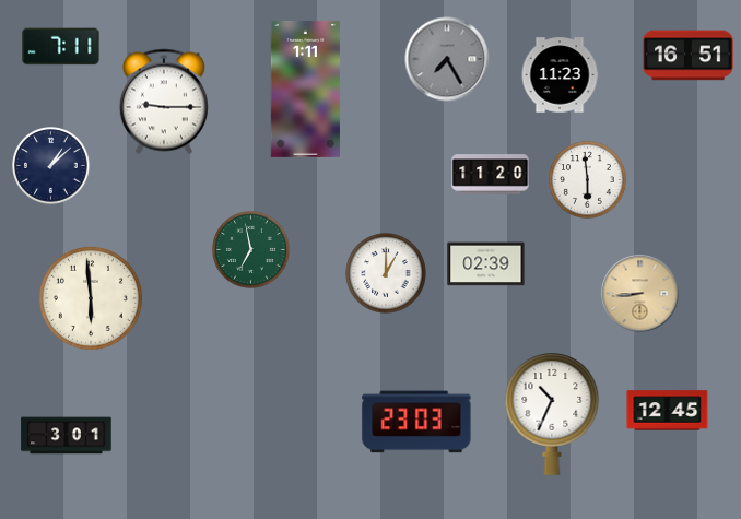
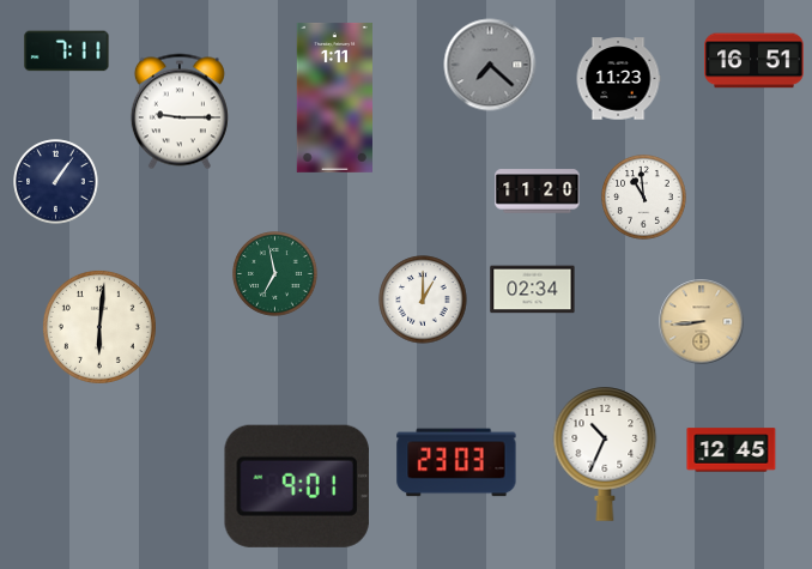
clock at (447, 59): 7:25 -> 7:22
clock at (560, 75) position: (560, 75) -> (618, 79)
clock at (51, 166): 1:08 -> 1:06
clock at (588, 180): 5:59 -> 10:59
clock at (486, 264): 02:39 -> 02:34
clock at (91, 298): 5:59 -> 6:01
clock at (67, 436): 3:01 -> none
clock at (297, 486): none -> 9:01
